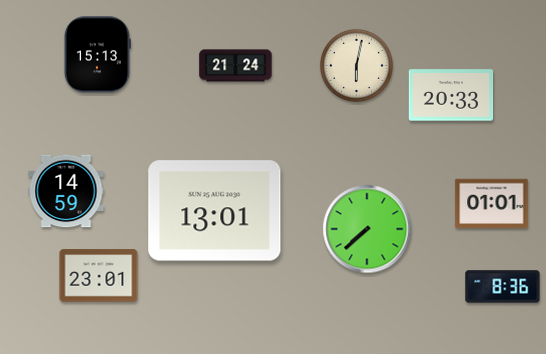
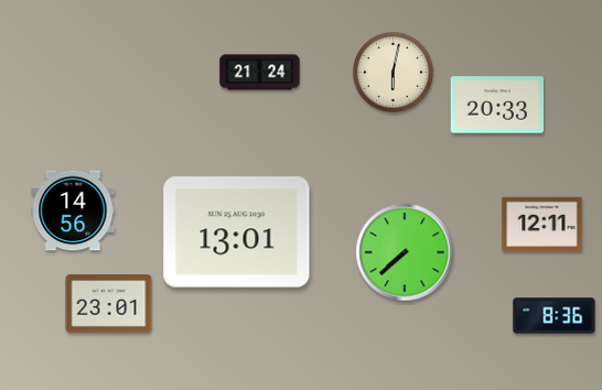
clock at (97, 55): 15:13 -> none
clock at (66, 191): 14:59 -> 14:56
clock at (492, 204): 01:01 -> 12:11
